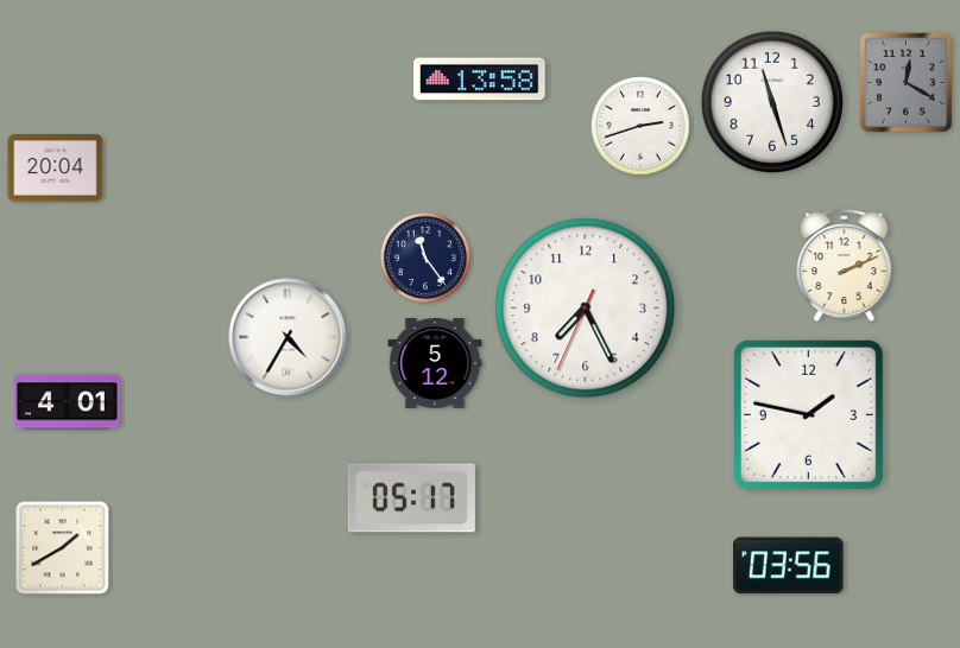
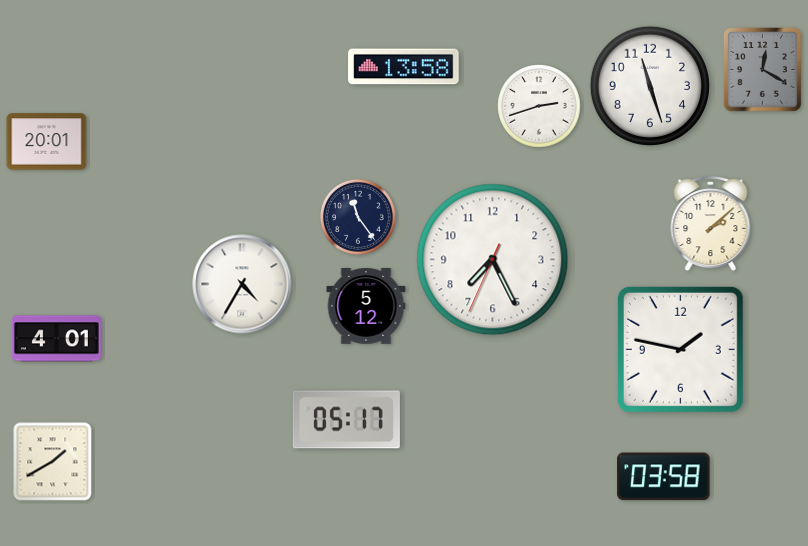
clock at (56, 169): 20:04 -> 20:01
clock at (845, 266): 2:11 -> 2:08
clock at (789, 566): 03:56 -> 03:58
